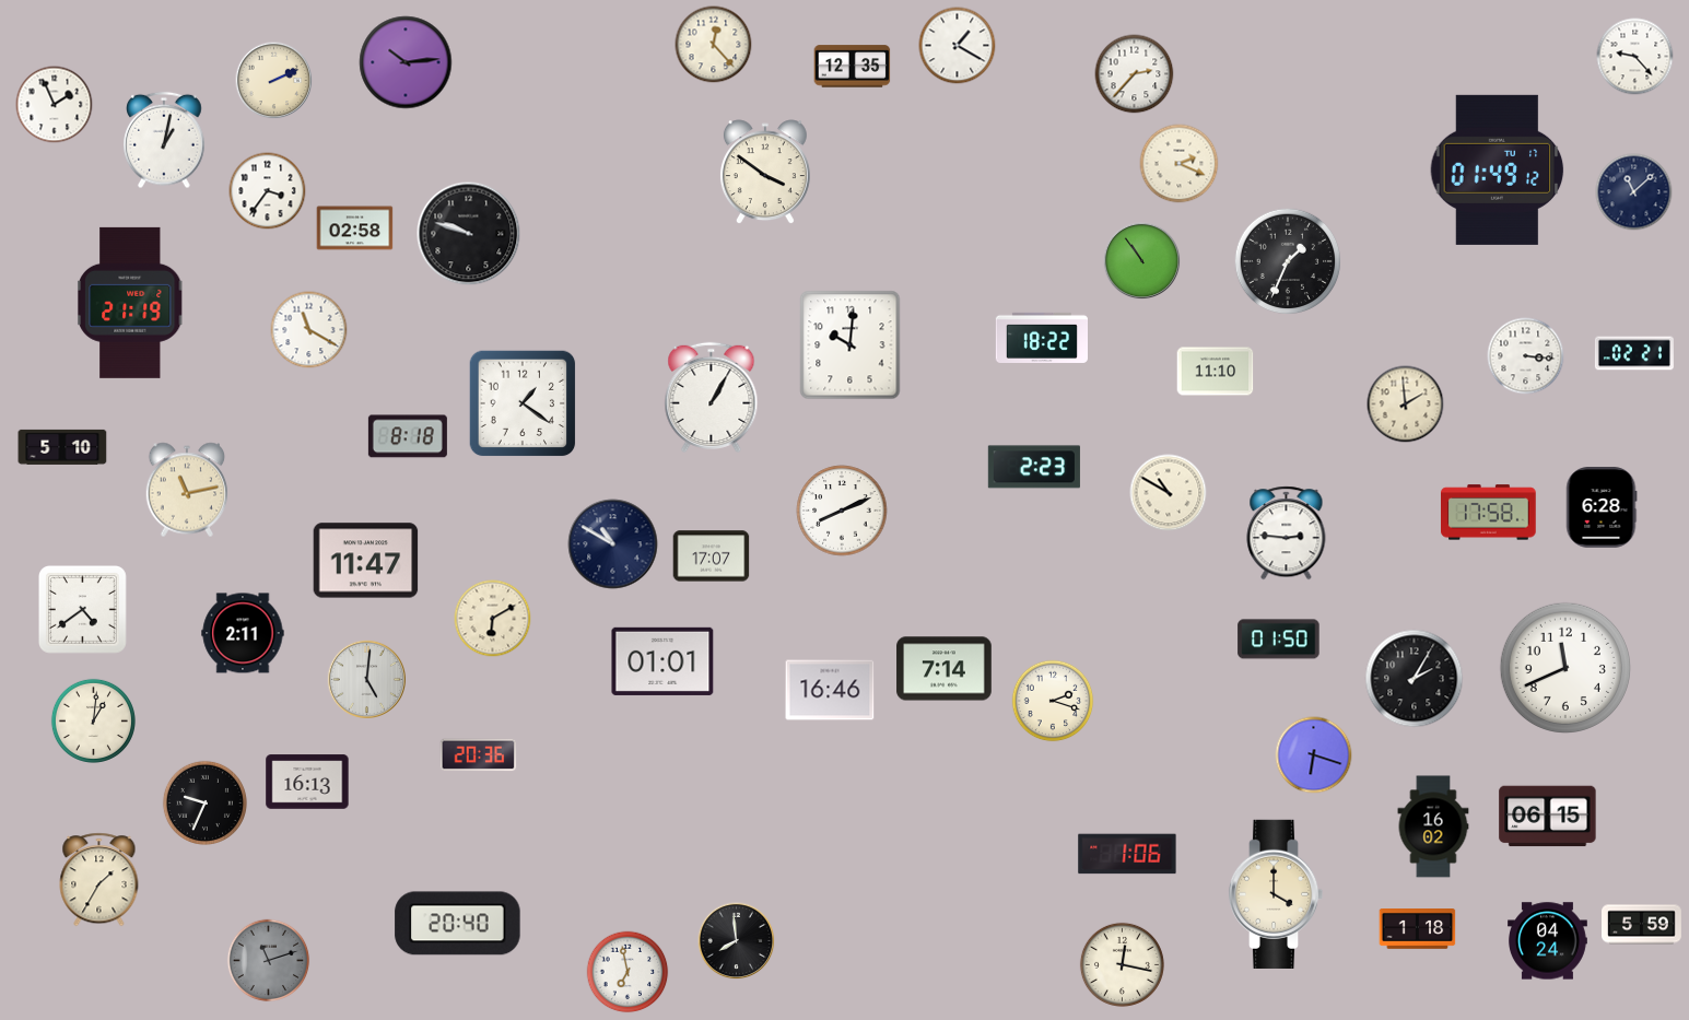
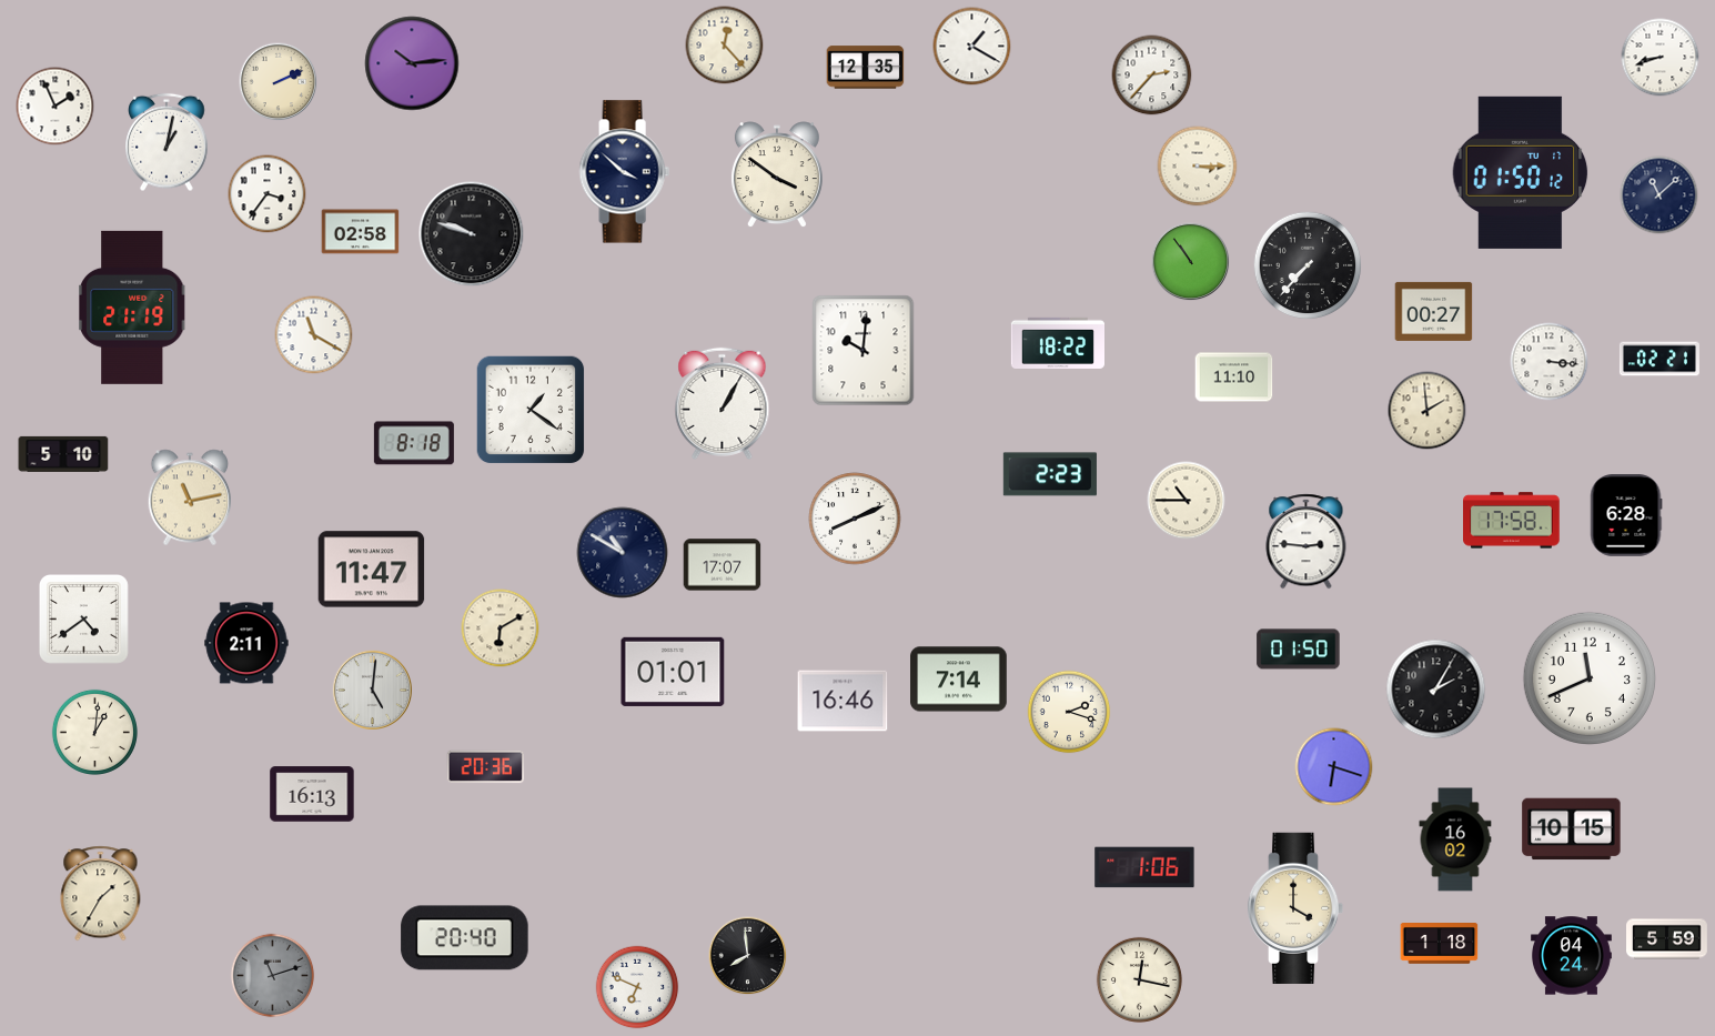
clock at (1635, 57): 9:23 -> 8:42
clock at (1180, 164): 2:19 -> 3:15
clock at (624, 172): none -> 3:52
clock at (1498, 169): 01:49 -> 01:50
clock at (268, 191) position: (268, 191) -> (268, 194)
clock at (469, 234) position: (469, 234) -> (472, 234)
clock at (1142, 261) position: (1142, 261) -> (1191, 262)
clock at (1288, 261): 1:34 -> 7:37
clock at (1434, 311): none -> 00:27
clock at (1169, 493): 10:50 -> 10:45
clock at (204, 802): 9:34 -> none
clock at (1548, 817): 06:15 -> 10:15
clock at (627, 972): 6:58 -> 6:49
